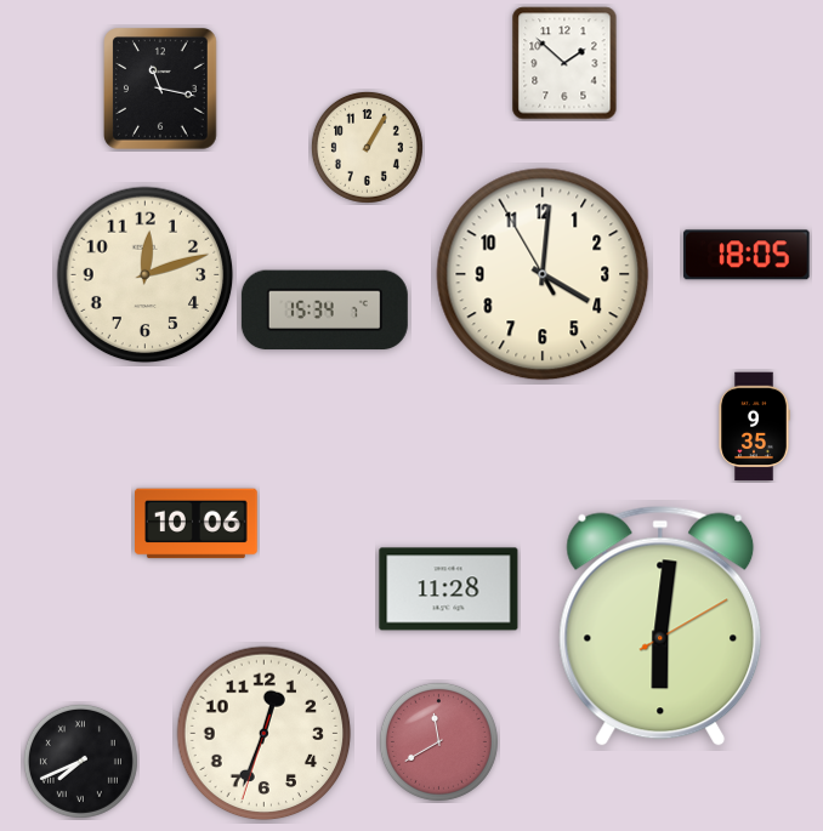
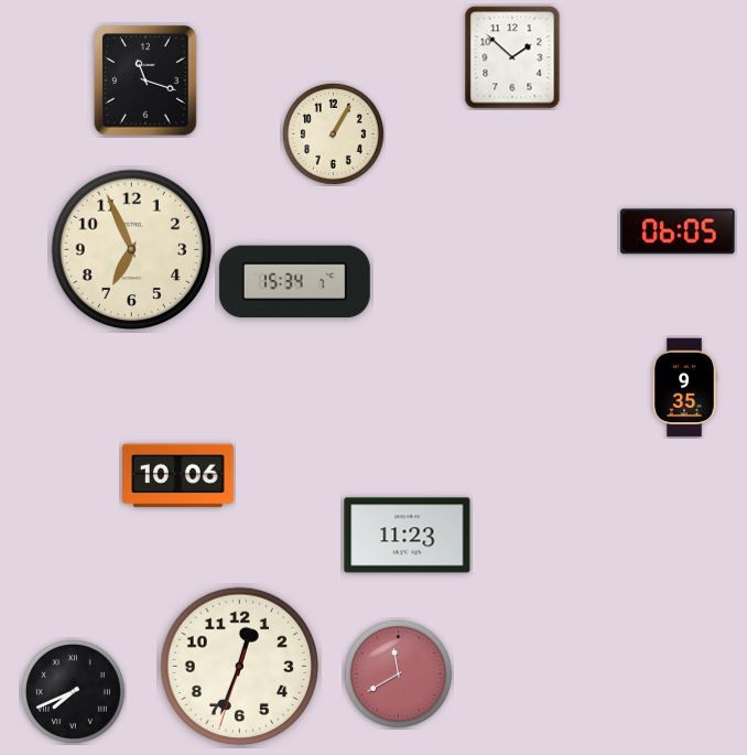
clock at (161, 89): 11:17 -> 11:18
clock at (747, 255): 18:05 -> 06:05
clock at (543, 274): 4:00 -> none
clock at (146, 275): 12:12 -> 6:56
clock at (449, 590): 11:28 -> 11:23
clock at (660, 626): 6:01 -> none
